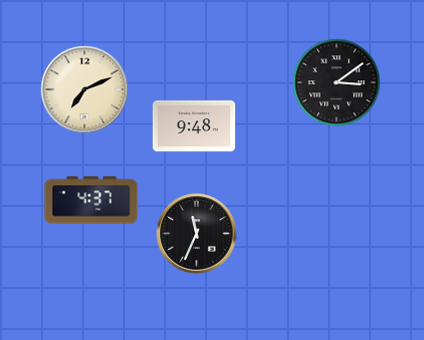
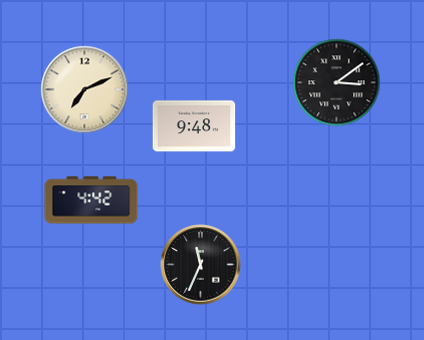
clock at (91, 200): 4:37 -> 4:42
clock at (197, 234) position: (197, 234) -> (201, 265)
